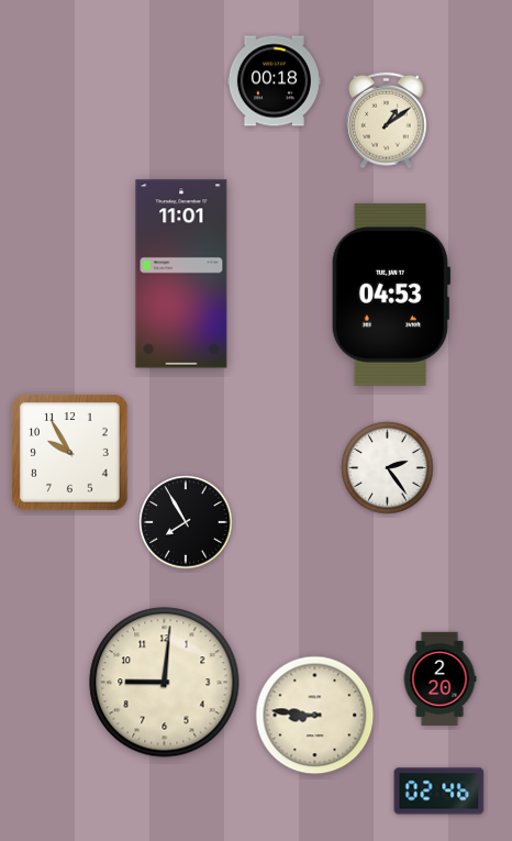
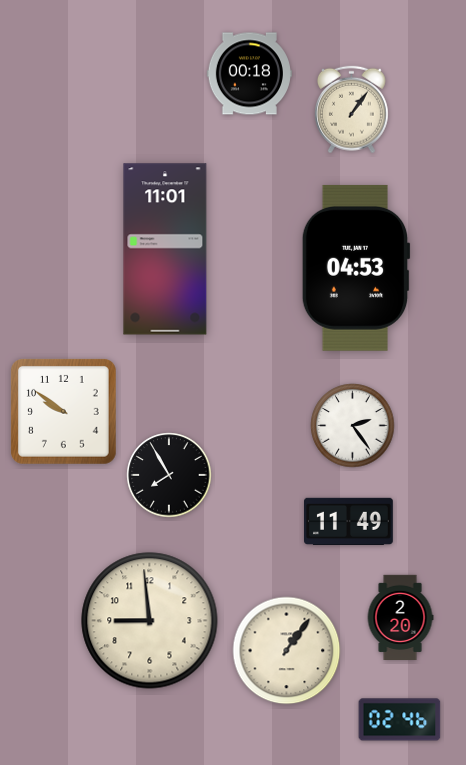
clock at (386, 121): 1:09 -> 1:06
clock at (70, 453): 9:55 -> 9:51
clock at (349, 521): none -> 11:49
clock at (165, 683): 9:01 -> 8:59
clock at (315, 716): 8:46 -> 1:06
